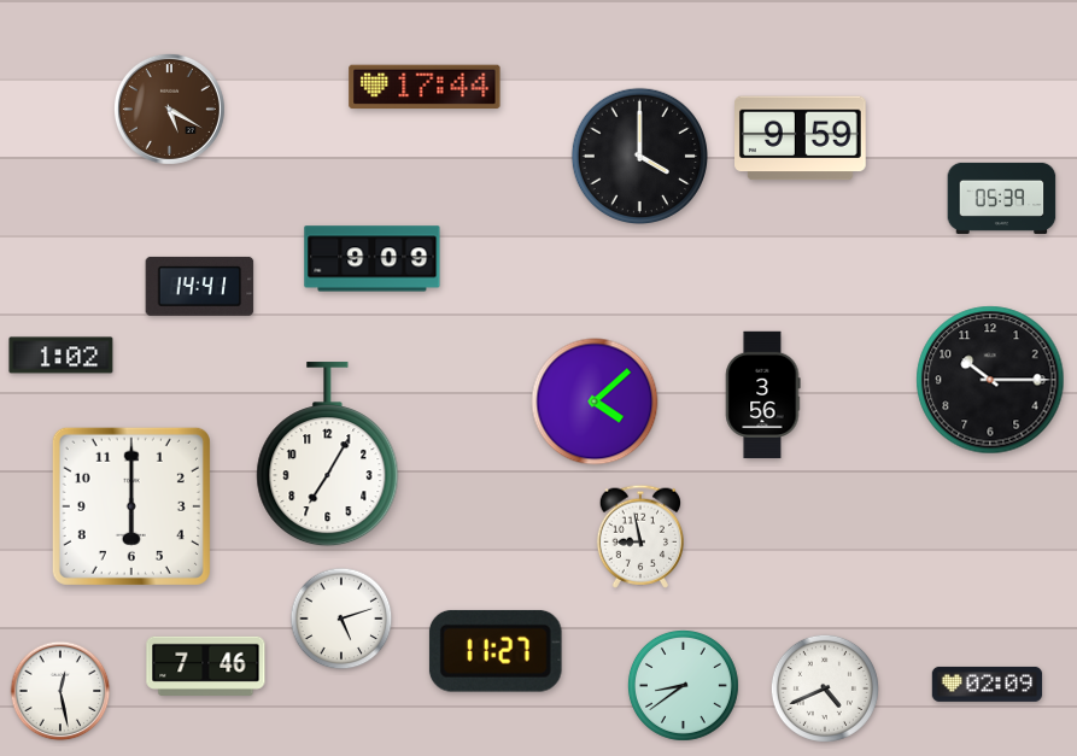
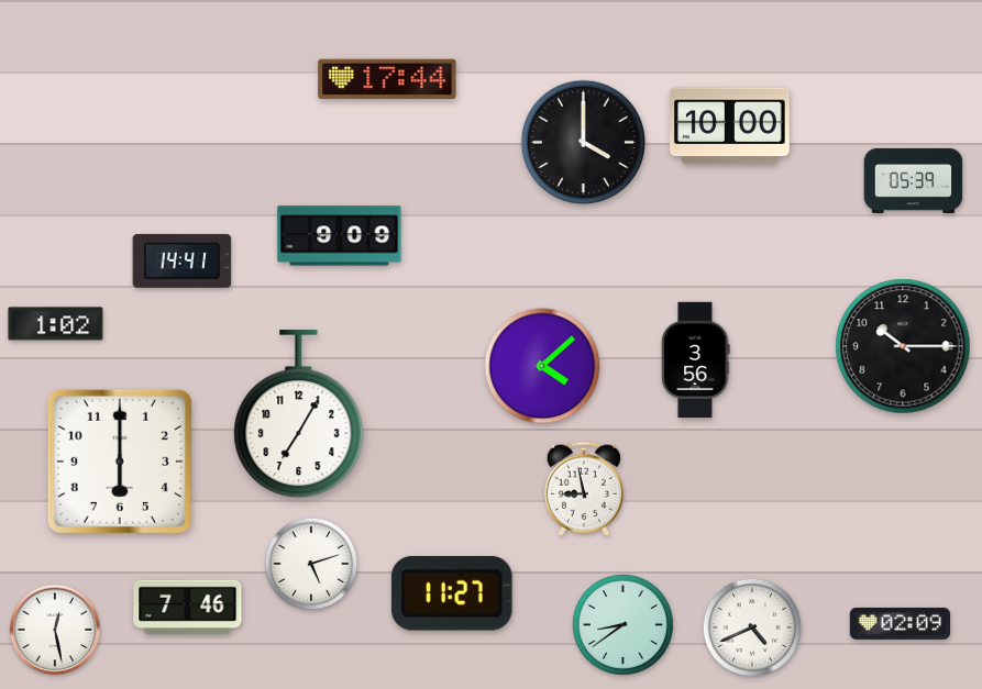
clock at (169, 109): 5:20 -> none
clock at (801, 139): 9:59 -> 10:00
